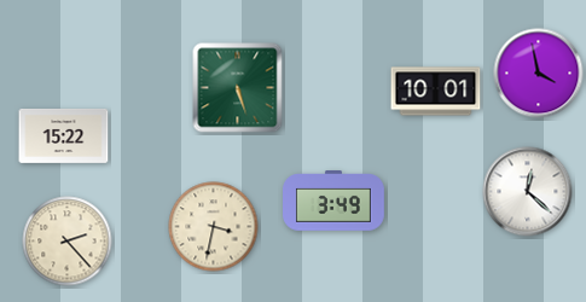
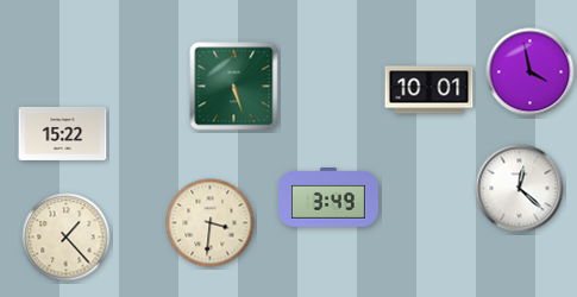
clock at (214, 227): 3:32 -> 3:31
clock at (68, 242): 2:23 -> 1:23
